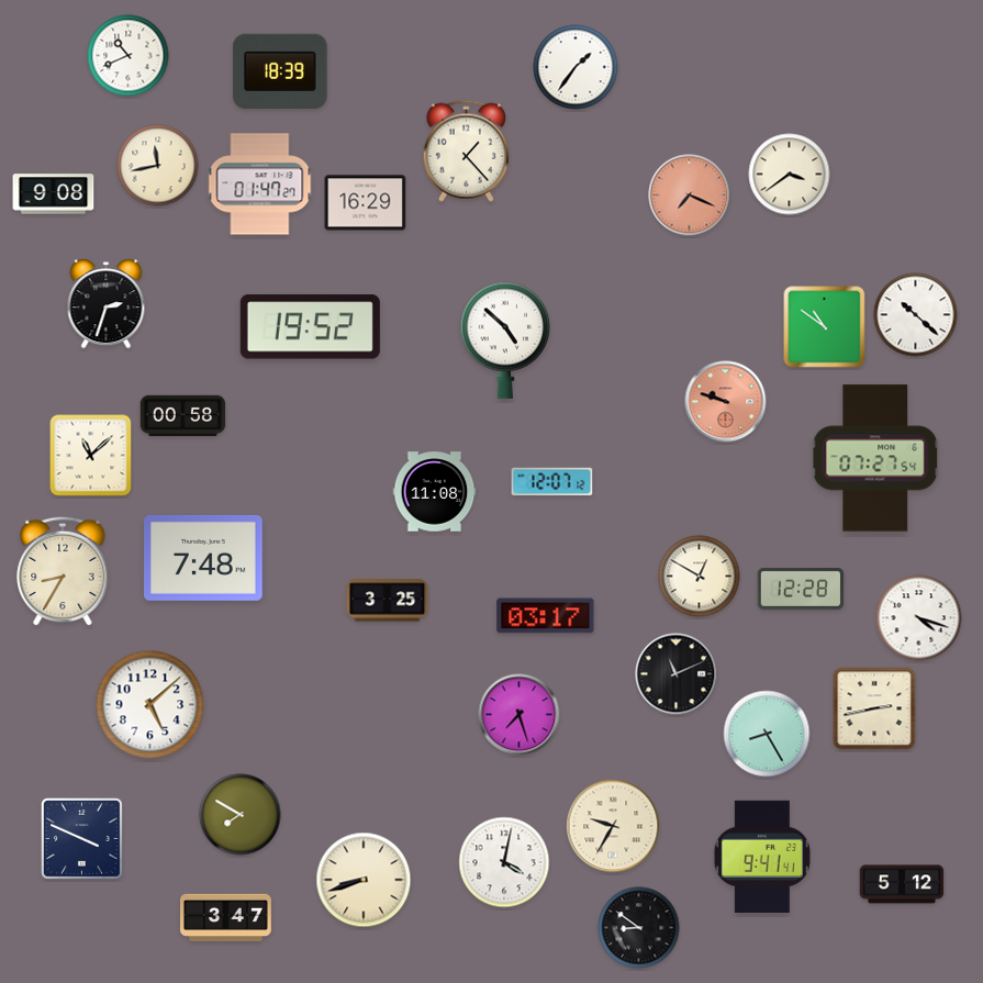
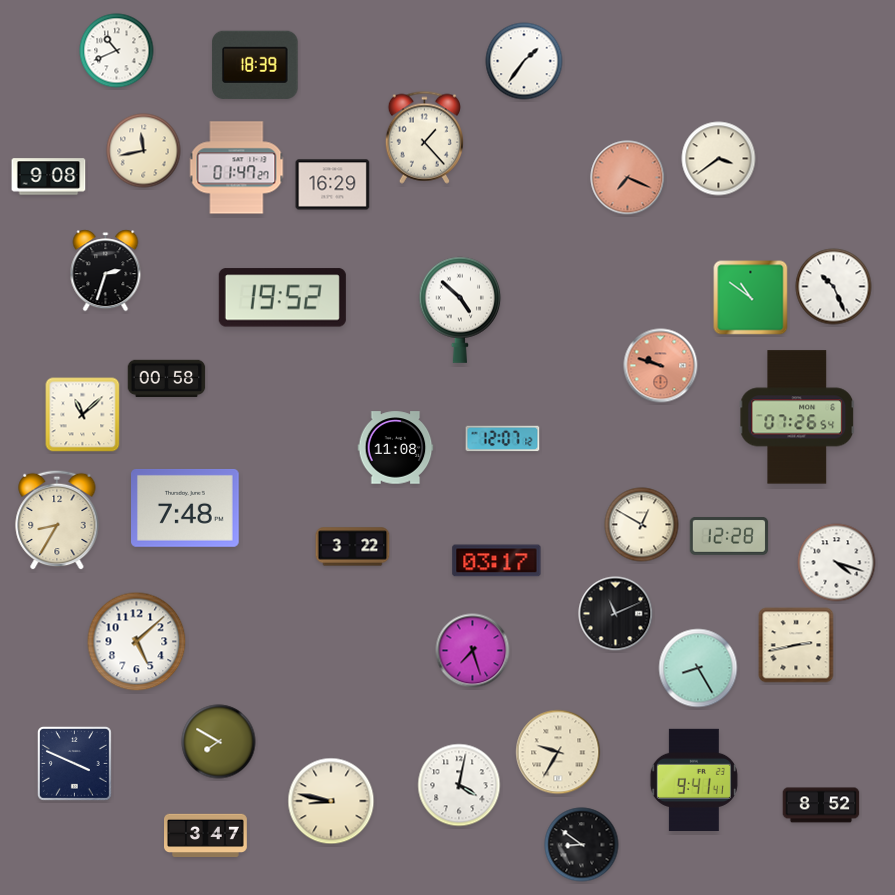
clock at (107, 304) position: (107, 304) -> (106, 271)
clock at (916, 315): 10:22 -> 10:26
clock at (875, 458): 07:27 -> 07:26
clock at (700, 577) position: (700, 577) -> (642, 525)
clock at (388, 601): 3:25 -> 3:22
clock at (364, 880): 8:42 -> 8:47
clock at (902, 884): 5:12 -> 8:52
